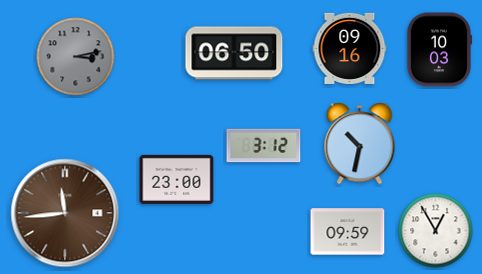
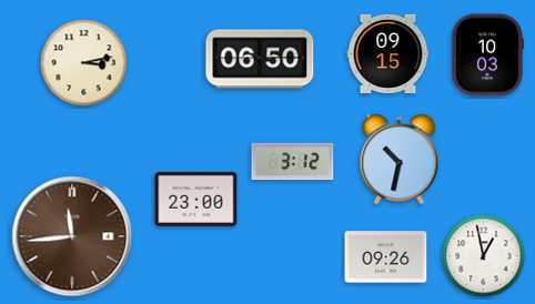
clock at (350, 48): 09:16 -> 09:15
clock at (76, 57) dial: grey -> cream
clock at (436, 231): 12:55 -> 12:58
clock at (348, 232): 09:59 -> 09:26
